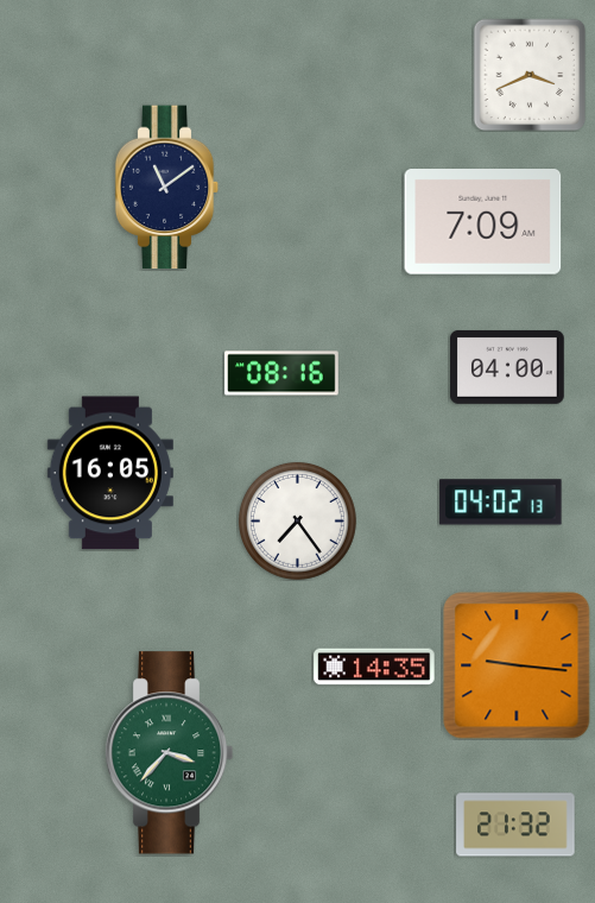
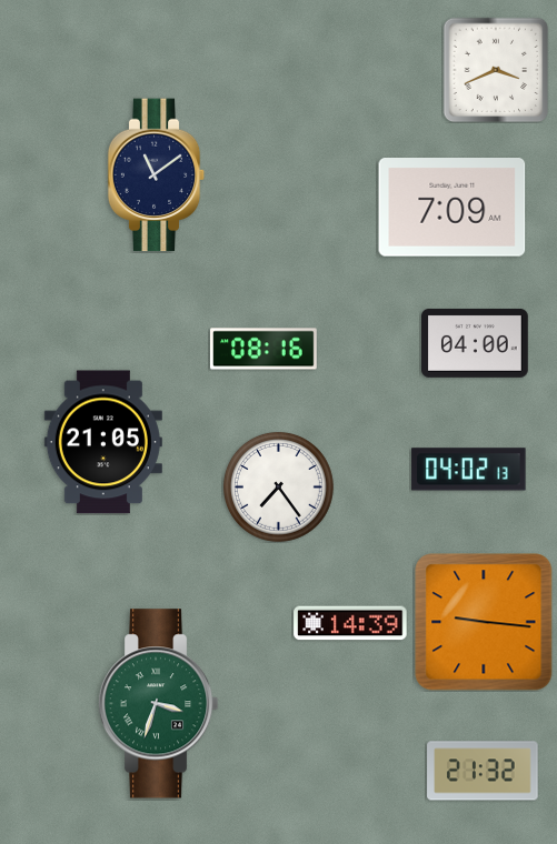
clock at (110, 473): 16:05 -> 21:05
clock at (374, 667): 14:35 -> 14:39
clock at (169, 753): 3:37 -> 3:33
